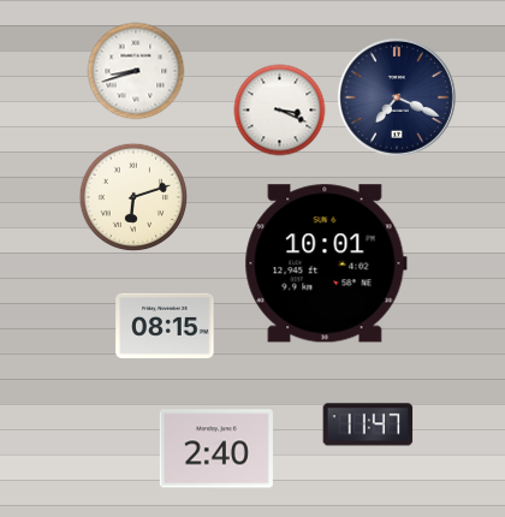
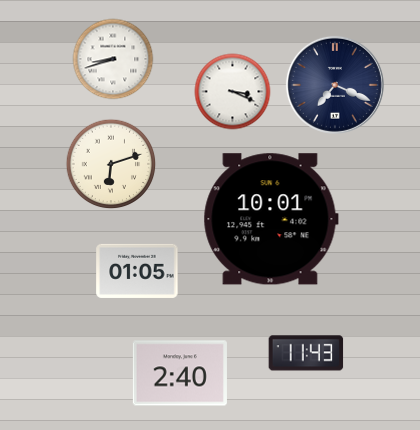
clock at (397, 97) position: (397, 97) -> (335, 85)
clock at (165, 326): 08:15 -> 01:05
clock at (368, 424): 11:47 -> 11:43
